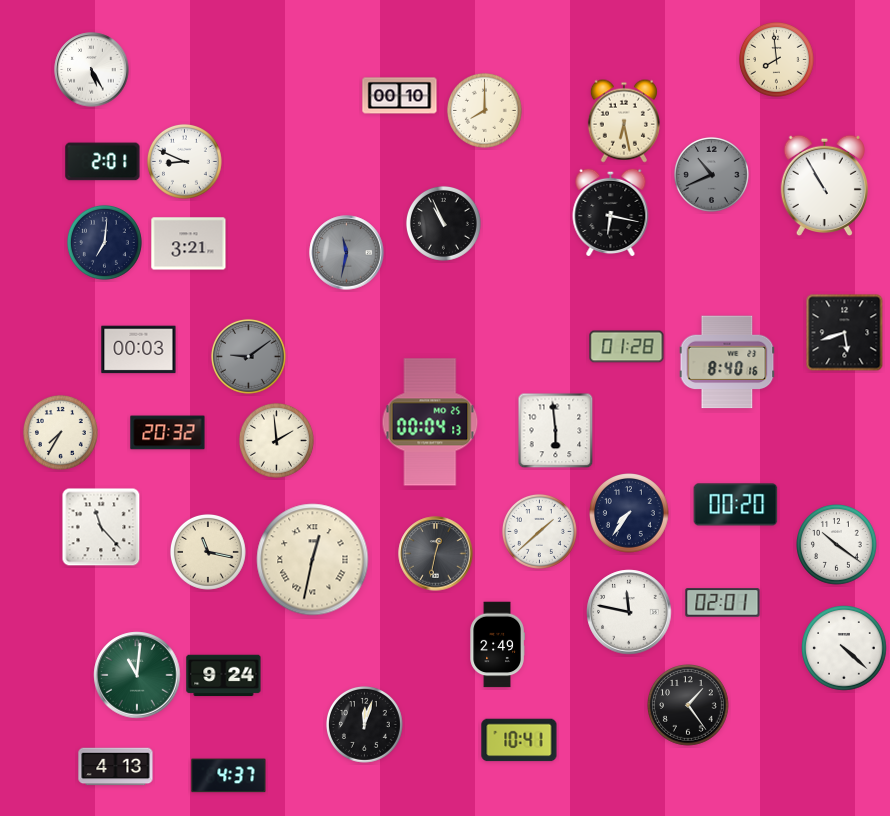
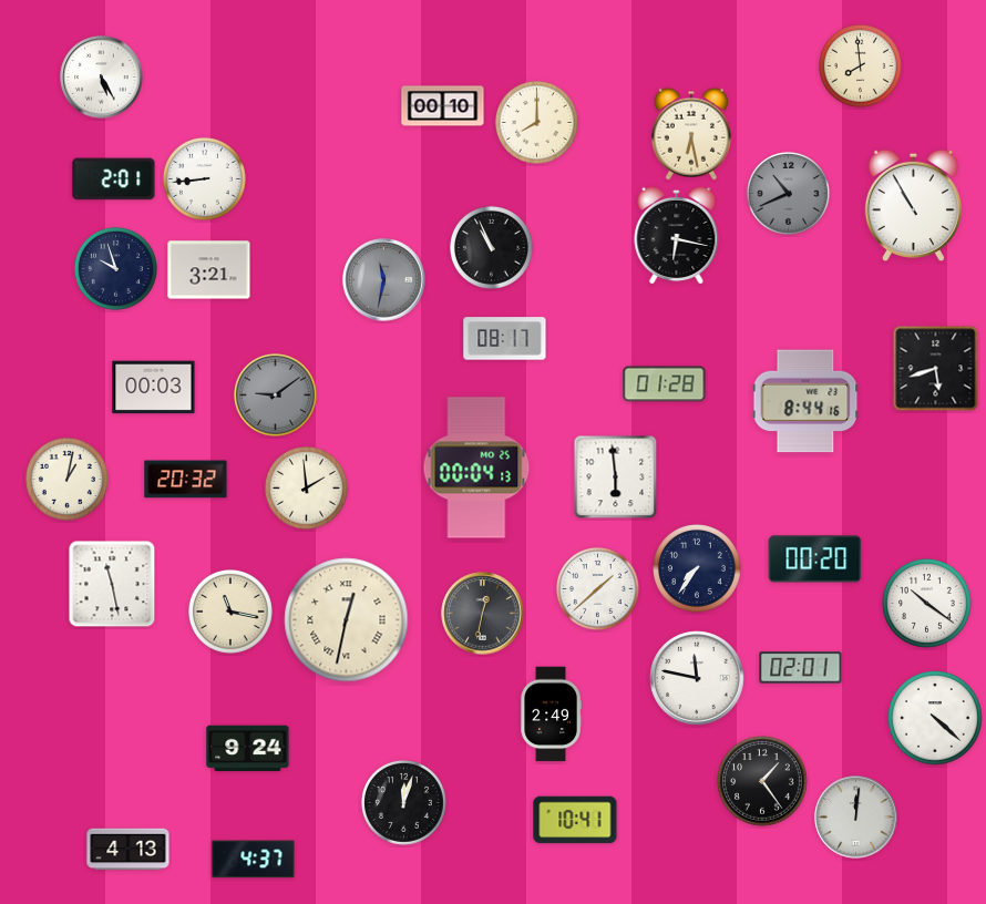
clock at (184, 161): 8:49 -> 8:44
clock at (104, 242): 7:01 -> 9:57
clock at (505, 339): none -> 08:17
clock at (627, 347) position: (627, 347) -> (665, 384)
clock at (727, 362): 8:40 -> 8:44
clock at (60, 432): 7:35 -> 1:02
clock at (101, 527): 11:23 -> 11:28
clock at (137, 675): 11:01 -> none
clock at (856, 818): none -> 12:01
